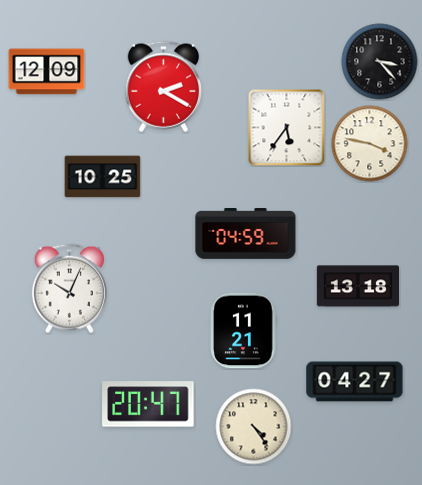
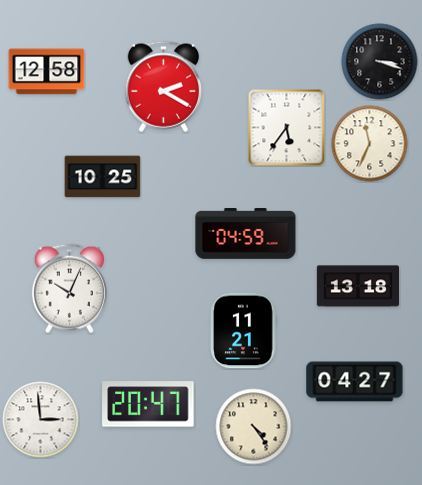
clock at (380, 62): 3:23 -> 3:18
clock at (47, 72): 12:09 -> 12:58
clock at (370, 144): 3:47 -> 11:34
clock at (41, 420): none -> 2:59
